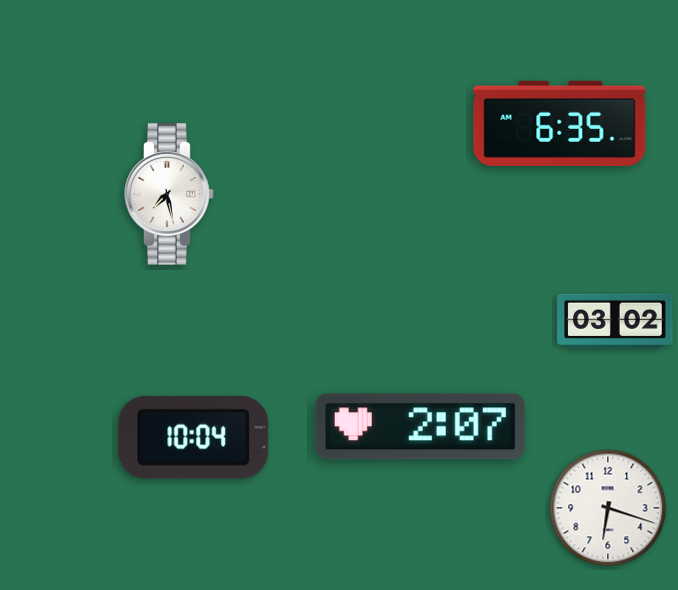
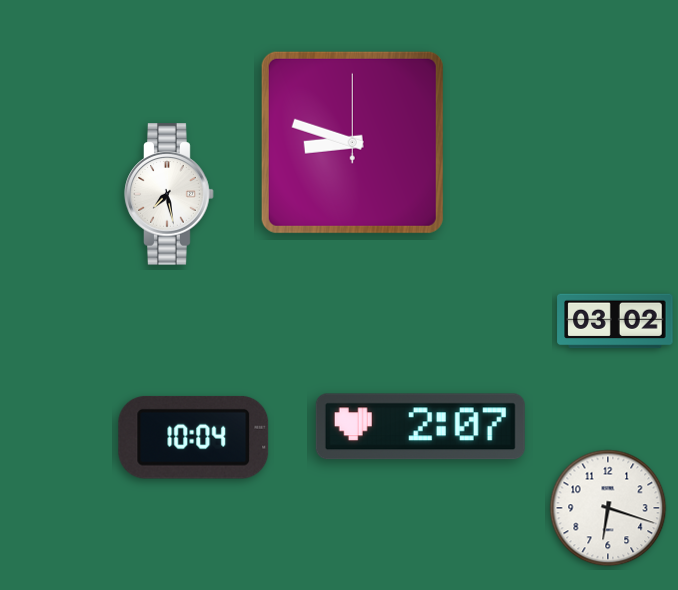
clock at (560, 123): 6:35 -> none
clock at (352, 142): none -> 8:48
